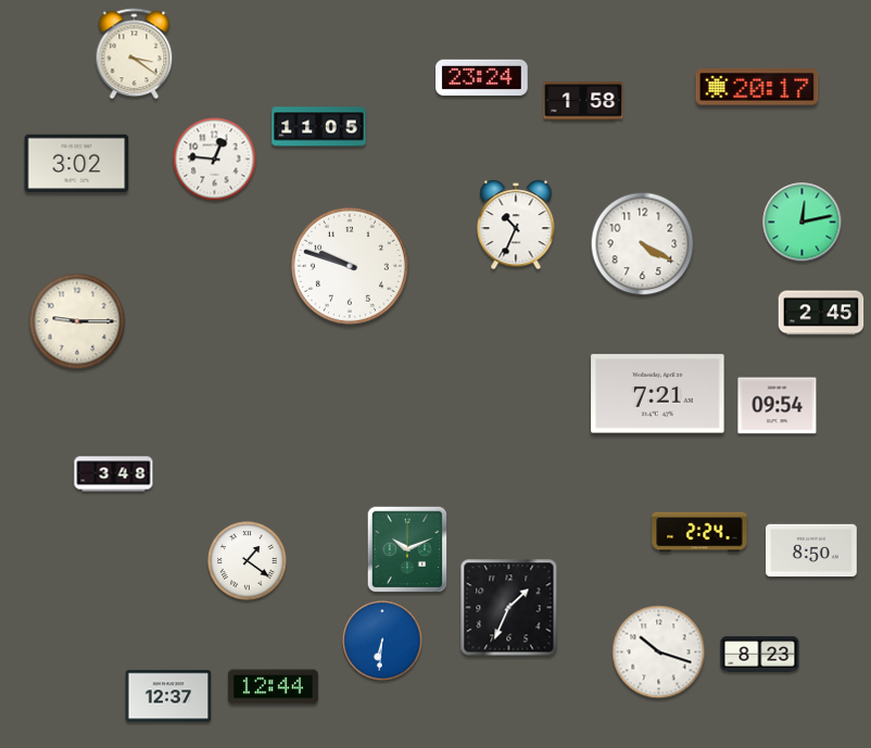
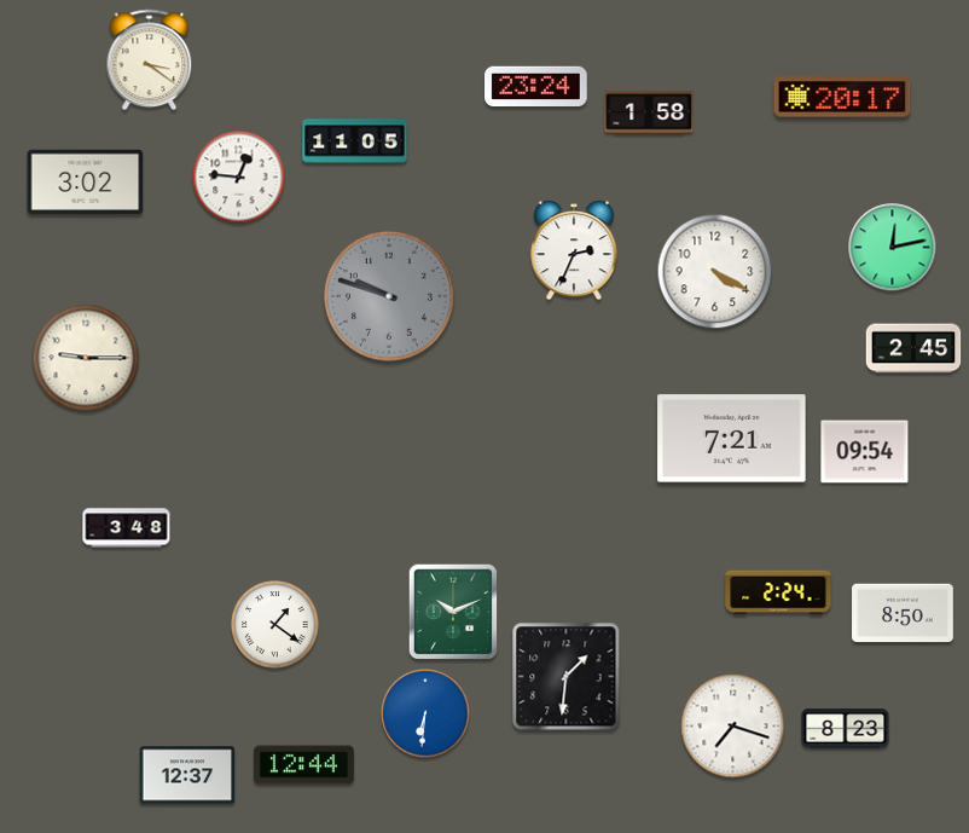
clock at (516, 226): 10:34 -> 2:34
clock at (350, 266) dial: white -> grey
clock at (509, 608): 1:34 -> 1:31
clock at (659, 652): 10:18 -> 7:18
